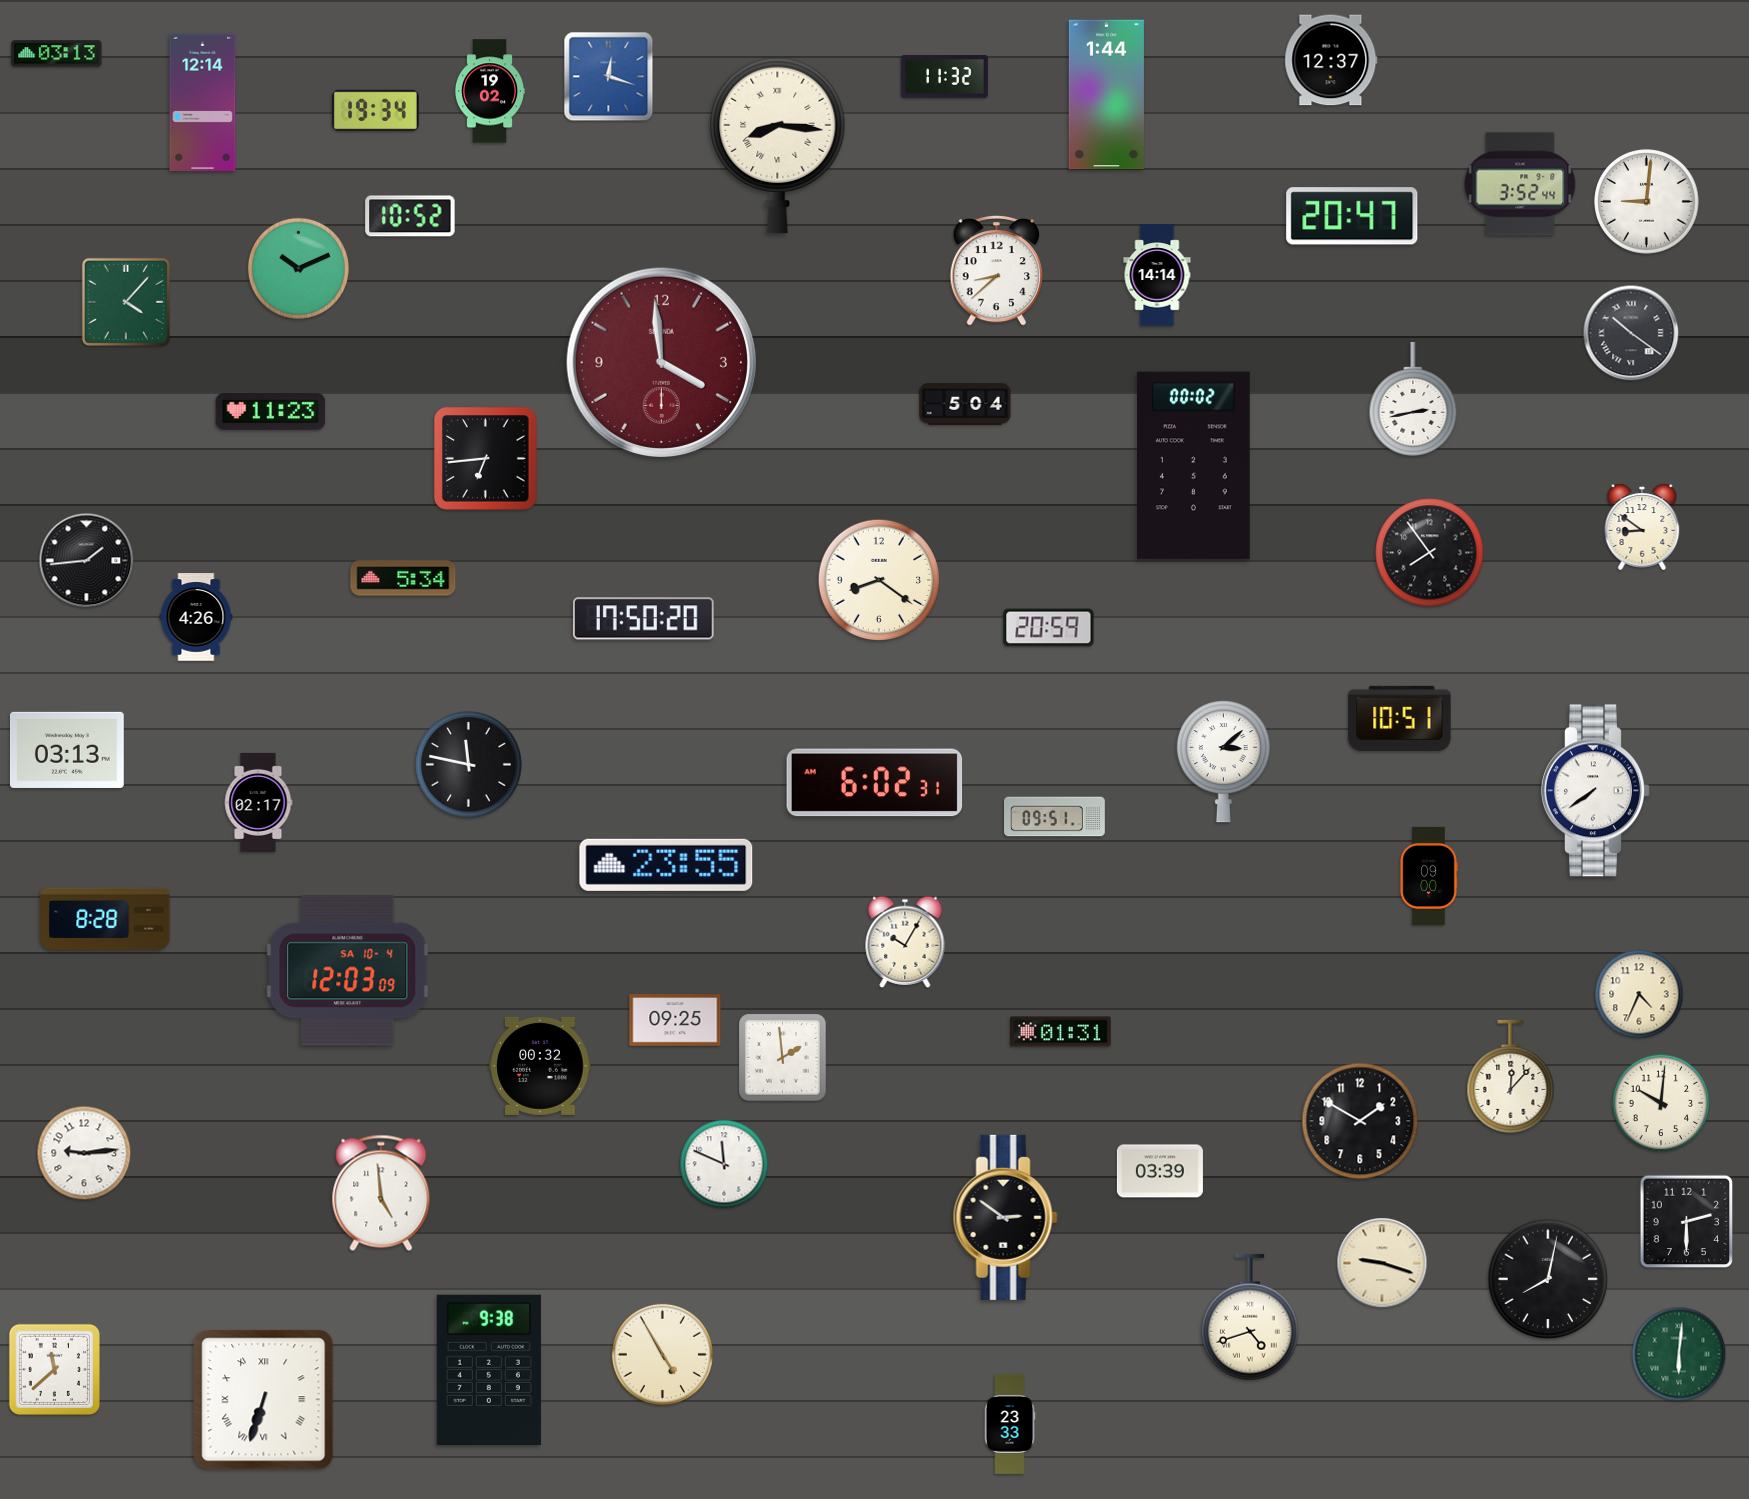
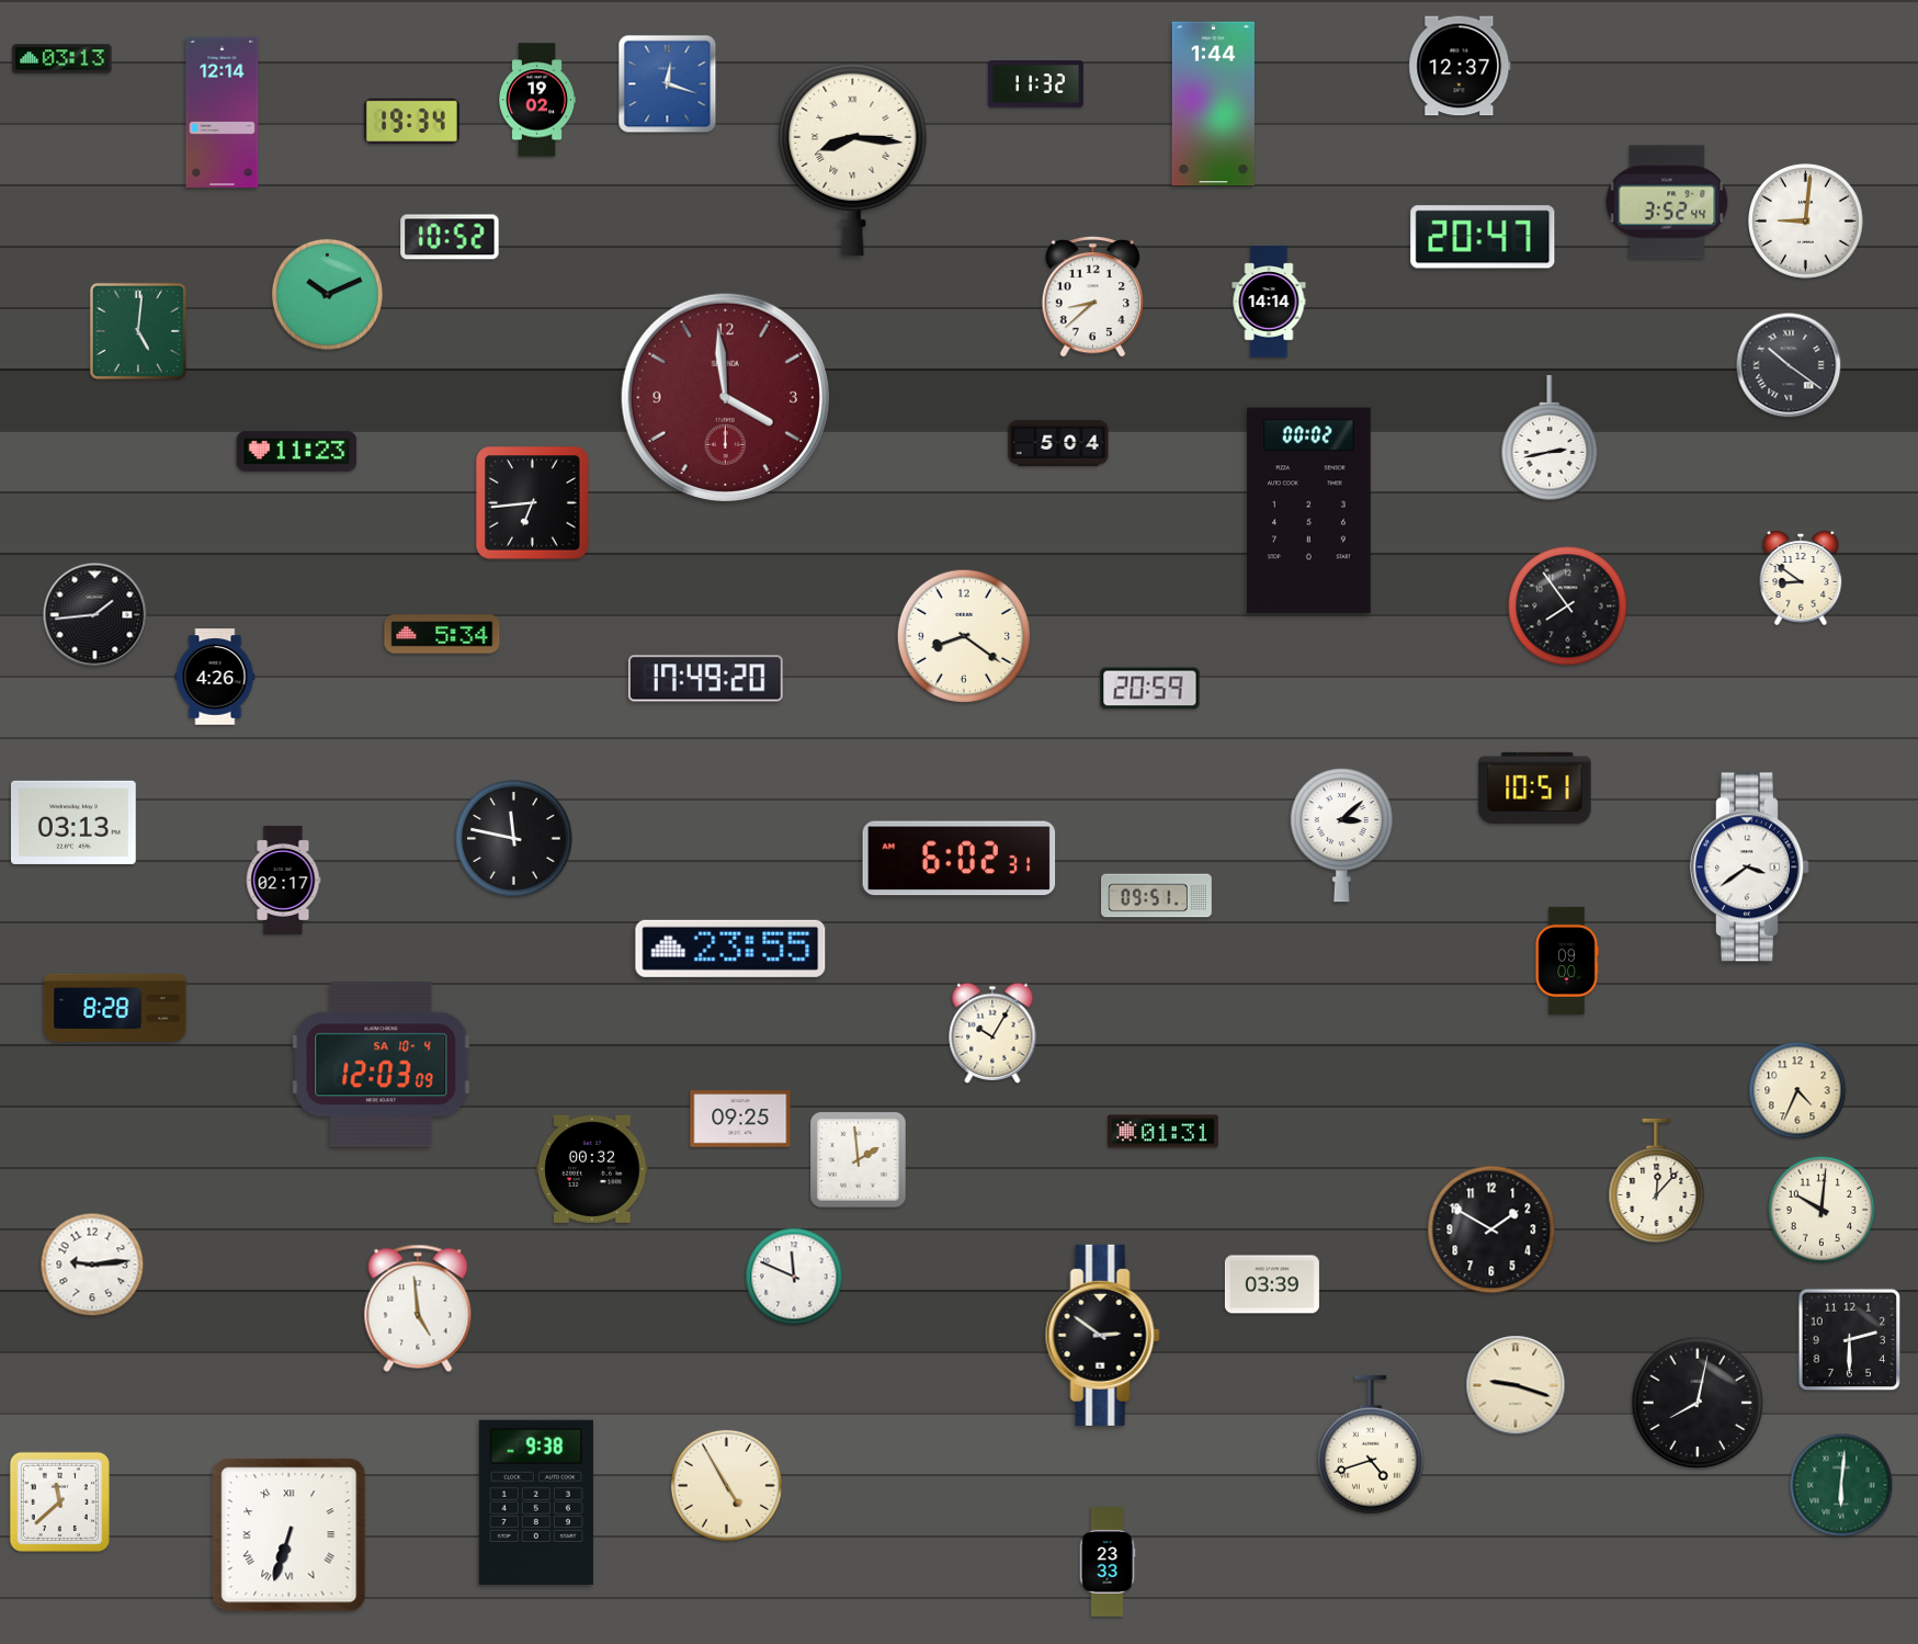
clock at (126, 302): 4:07 -> 5:01
clock at (643, 619): 17:50 -> 17:49
clock at (1595, 791): 7:39 -> 3:39
